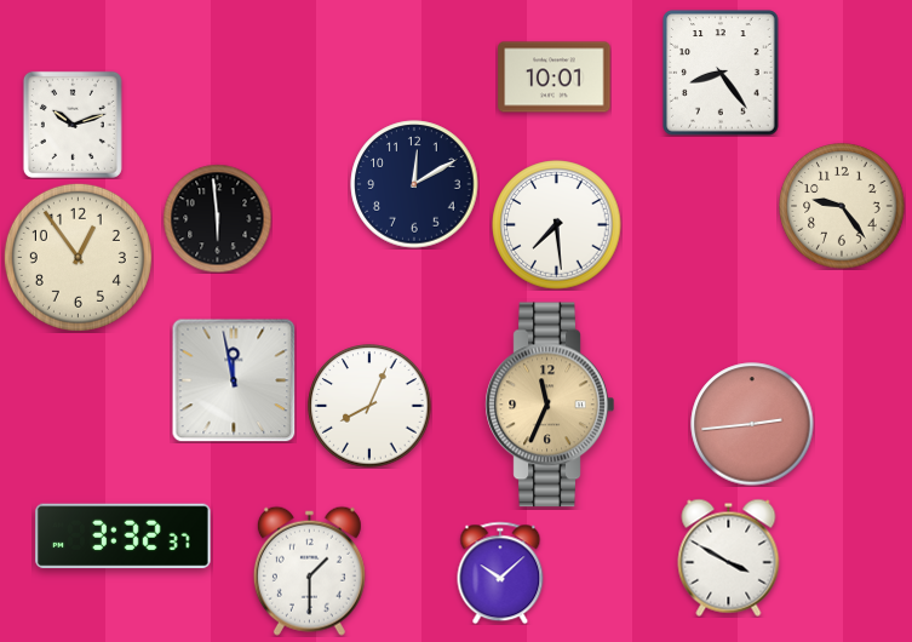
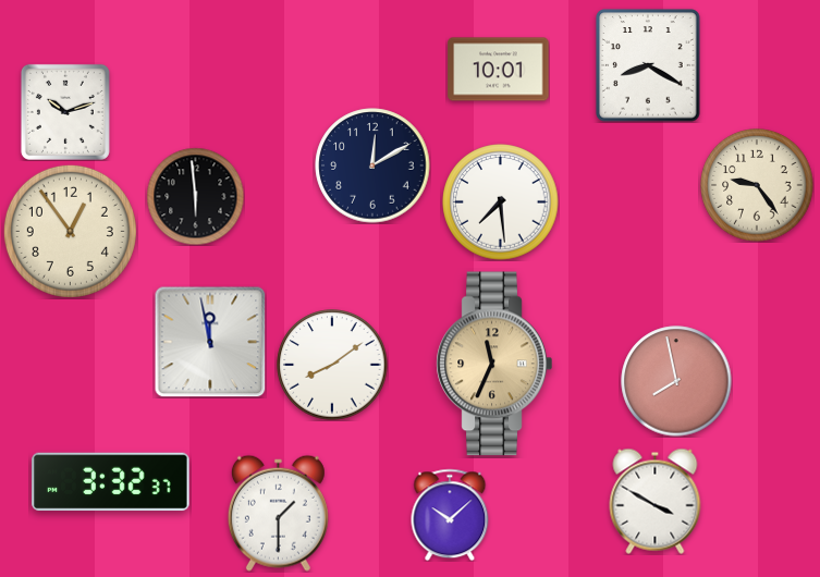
clock at (721, 73): 8:24 -> 8:20
clock at (369, 406): 8:04 -> 8:09
clock at (752, 424): 2:44 -> 7:58
